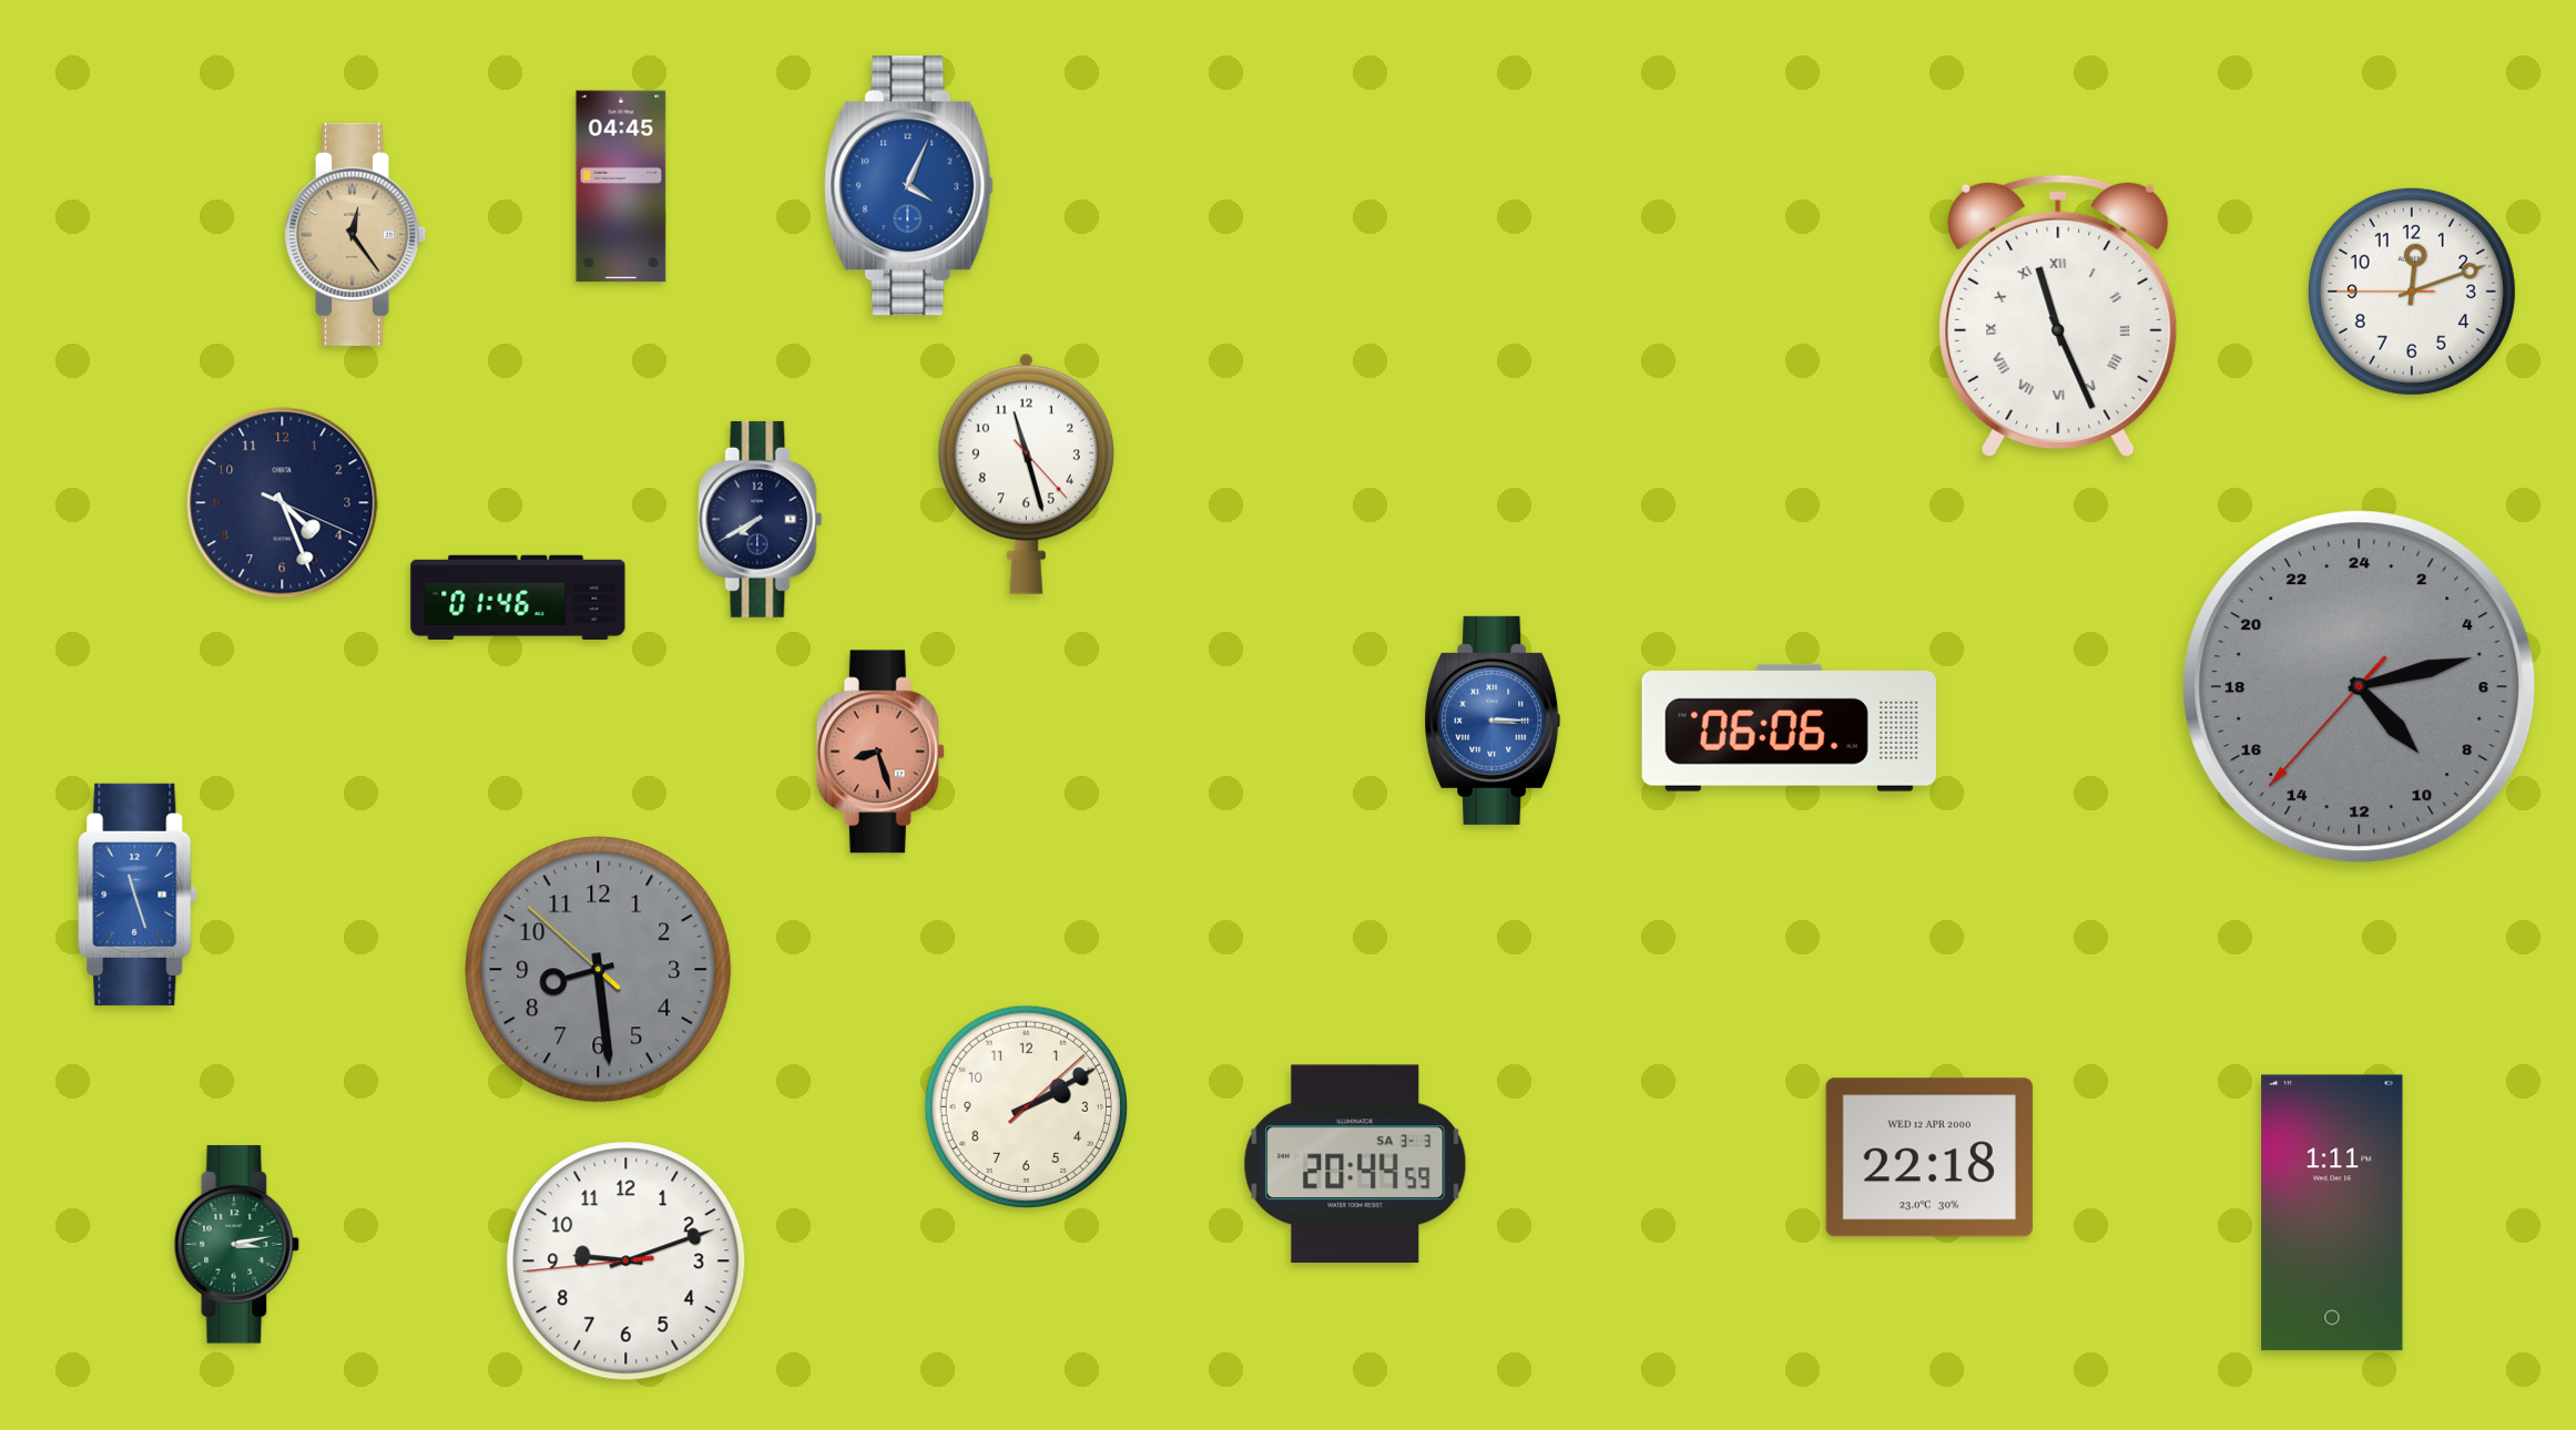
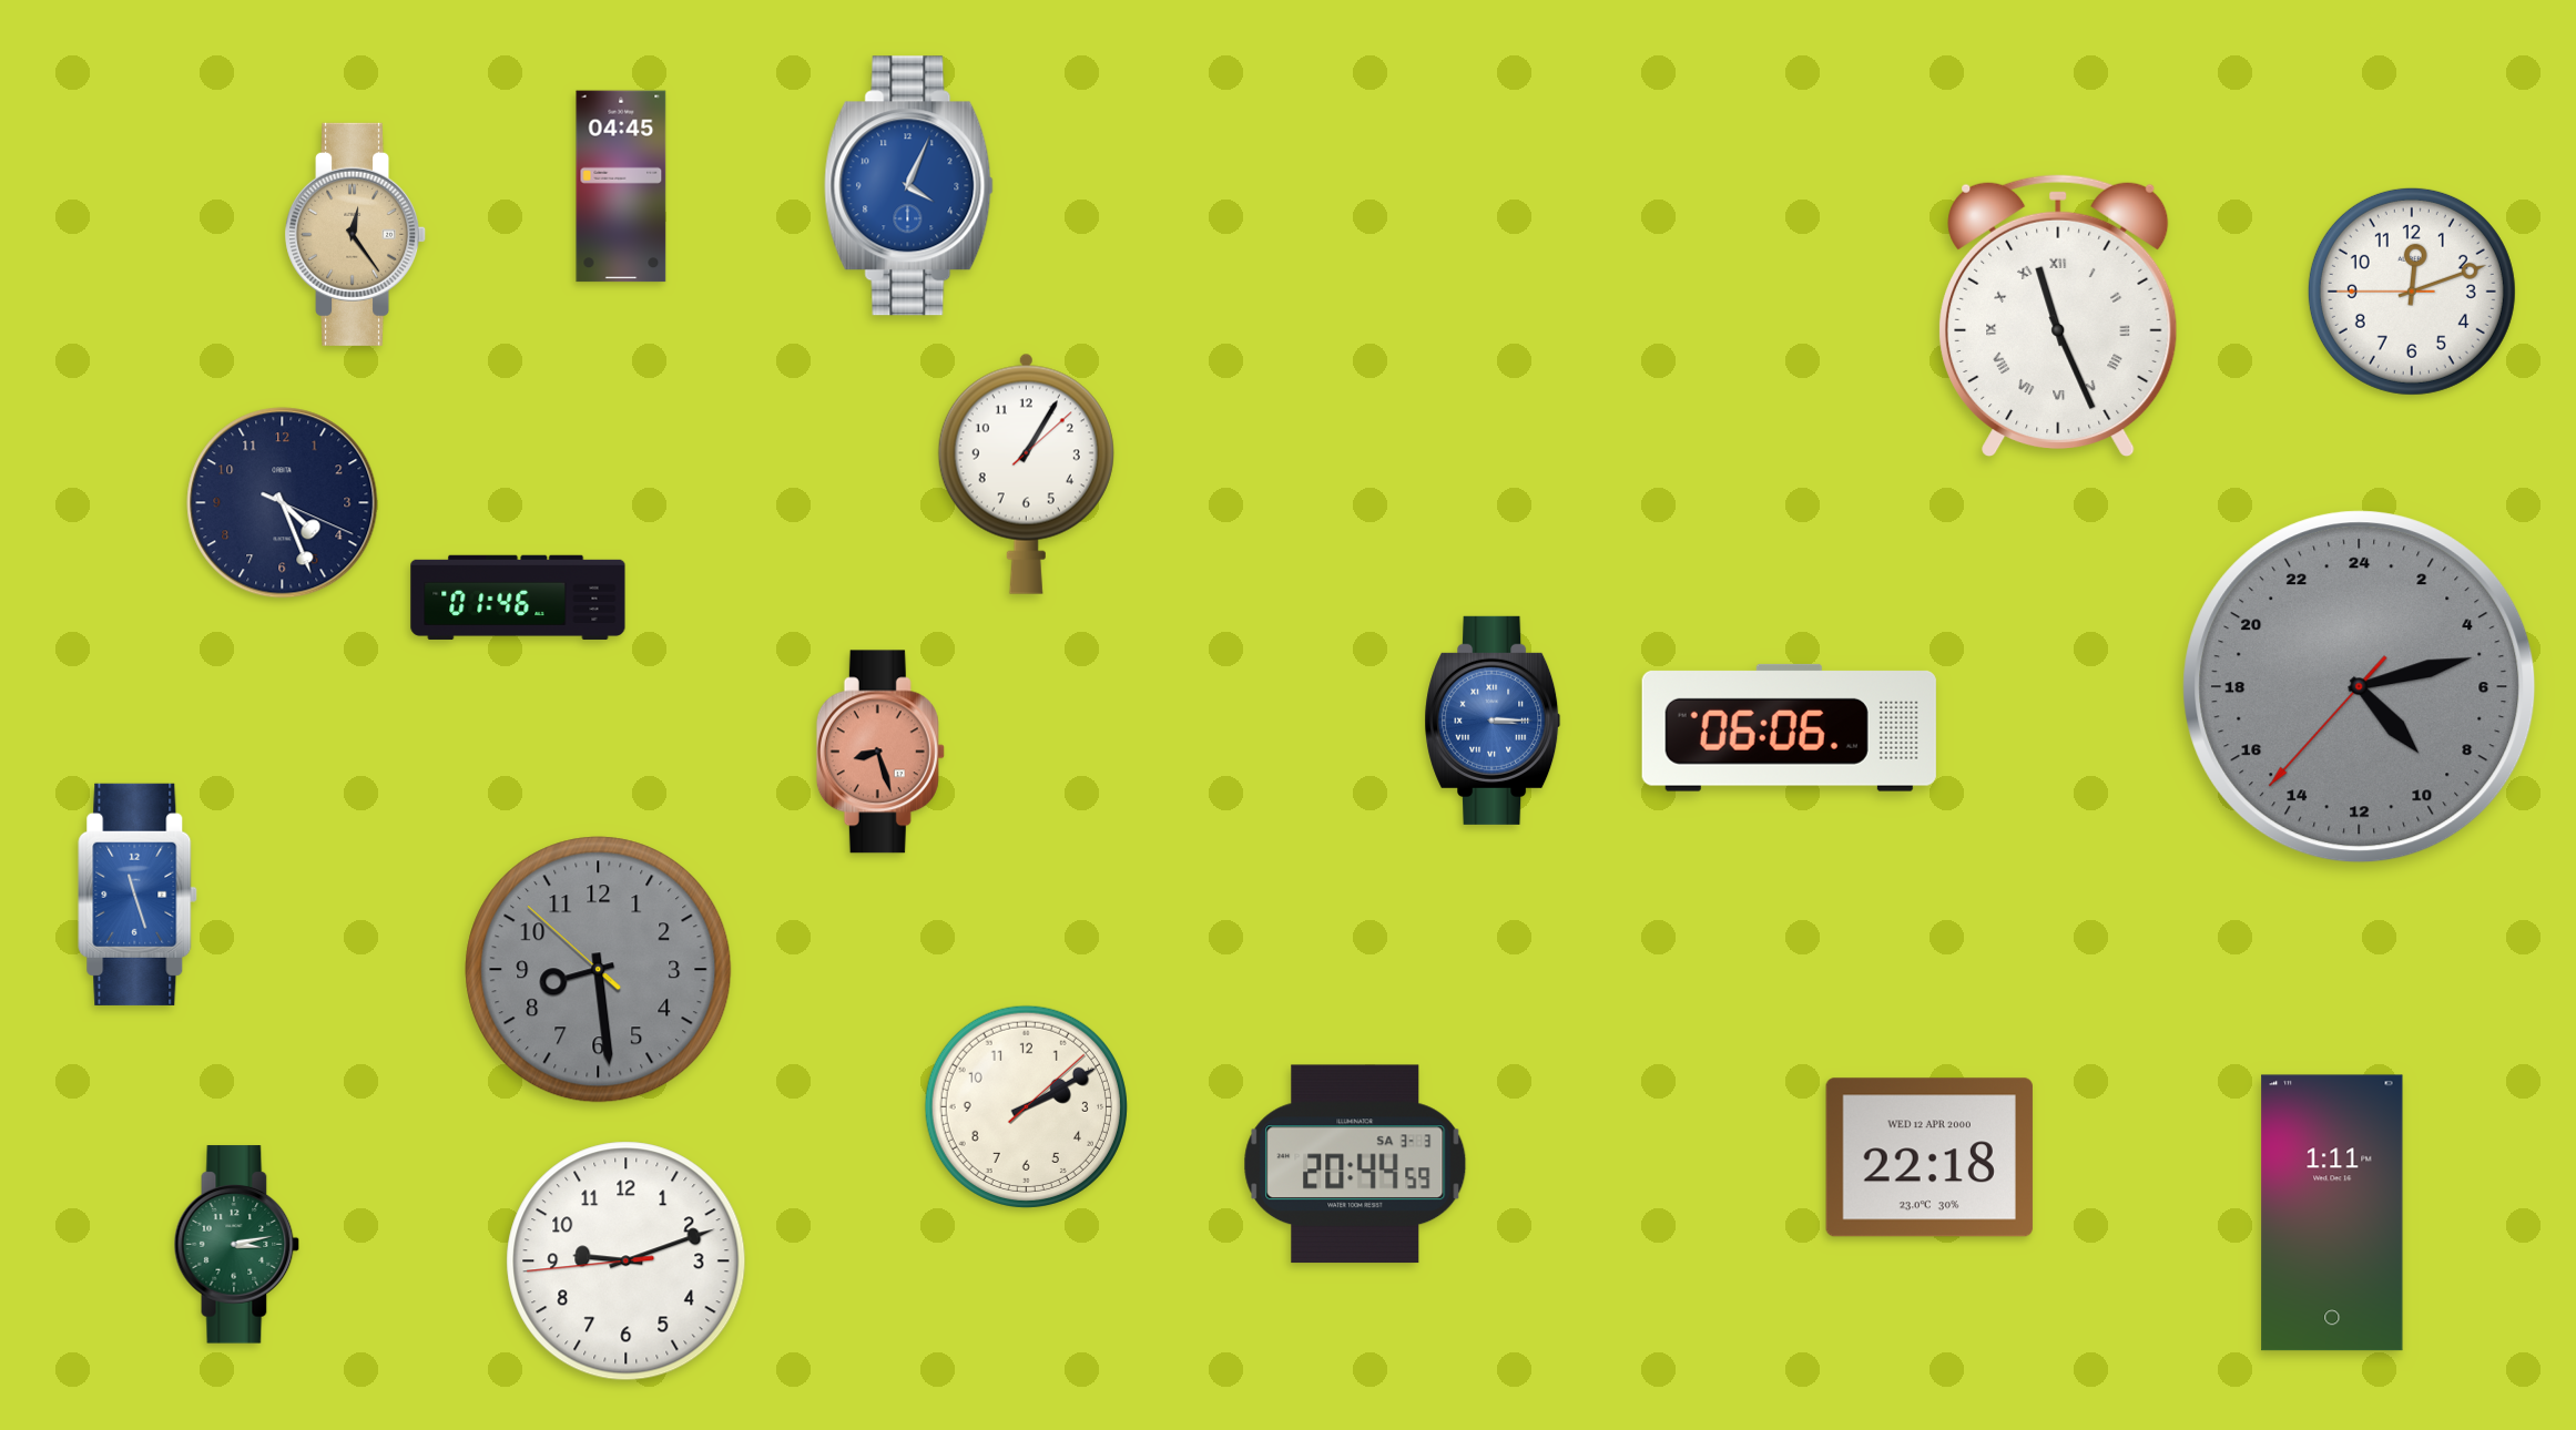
clock at (1026, 473): 11:27 -> 1:05
clock at (761, 519): 7:40 -> none
